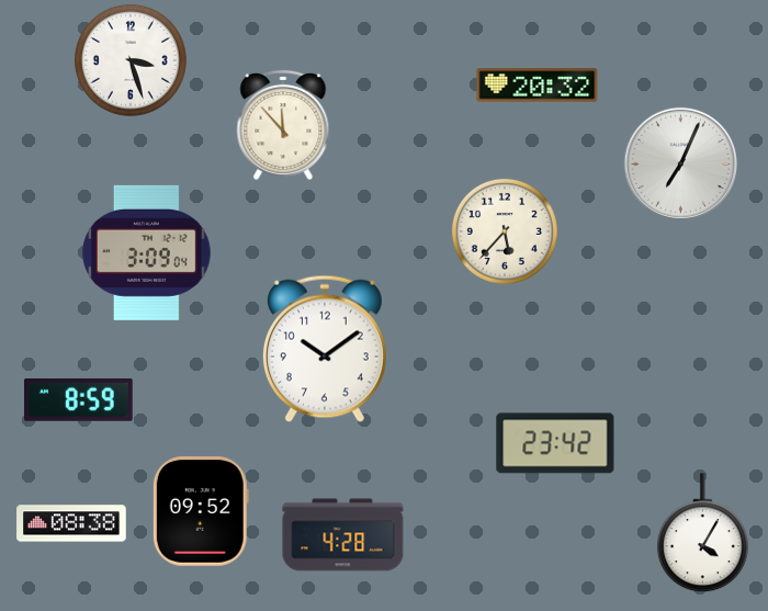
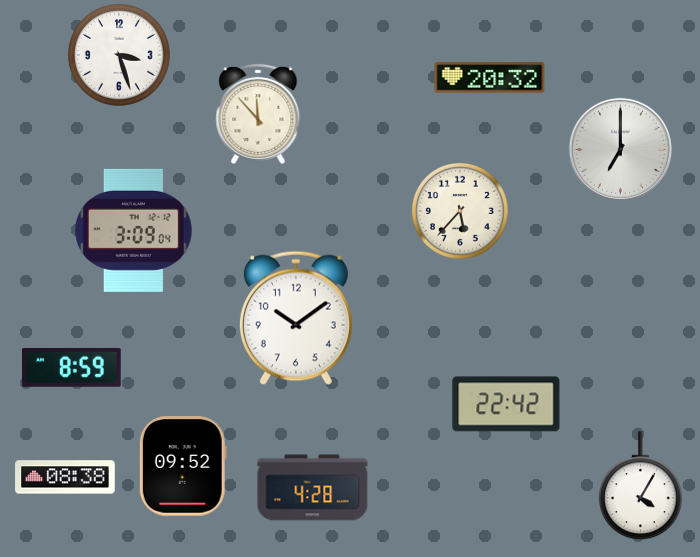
clock at (680, 163): 7:04 -> 7:00
clock at (78, 399) position: (78, 399) -> (71, 367)
clock at (555, 443): 23:42 -> 22:42
